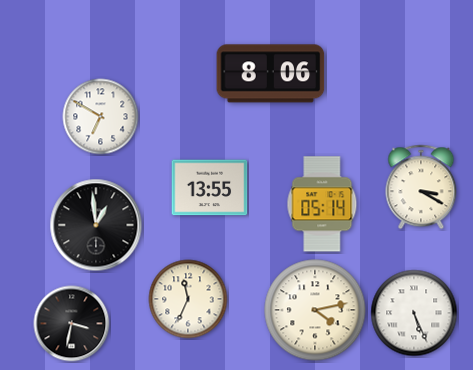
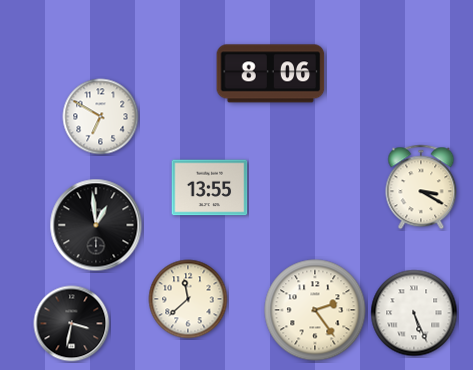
clock at (322, 204): 05:14 -> none
clock at (188, 299): 11:34 -> 11:38
clock at (315, 310): 4:13 -> 2:24
